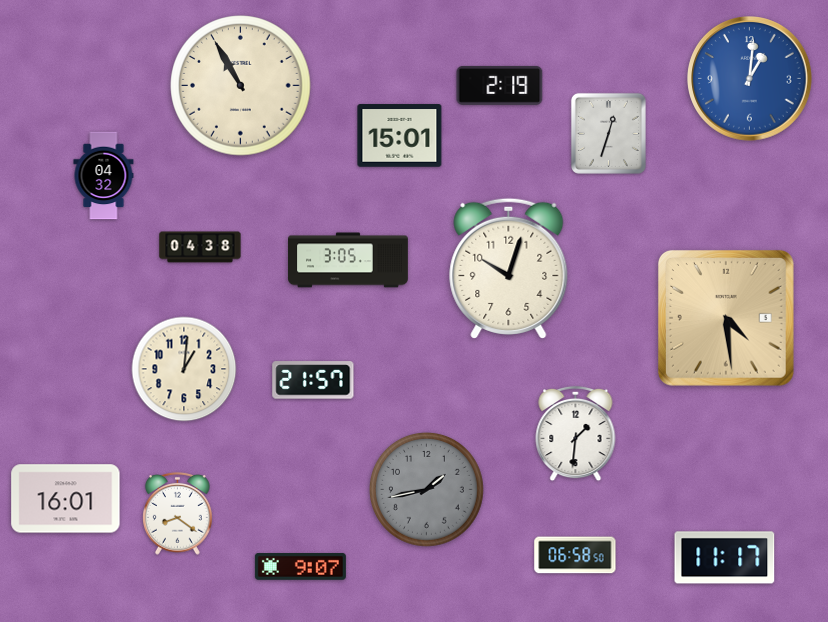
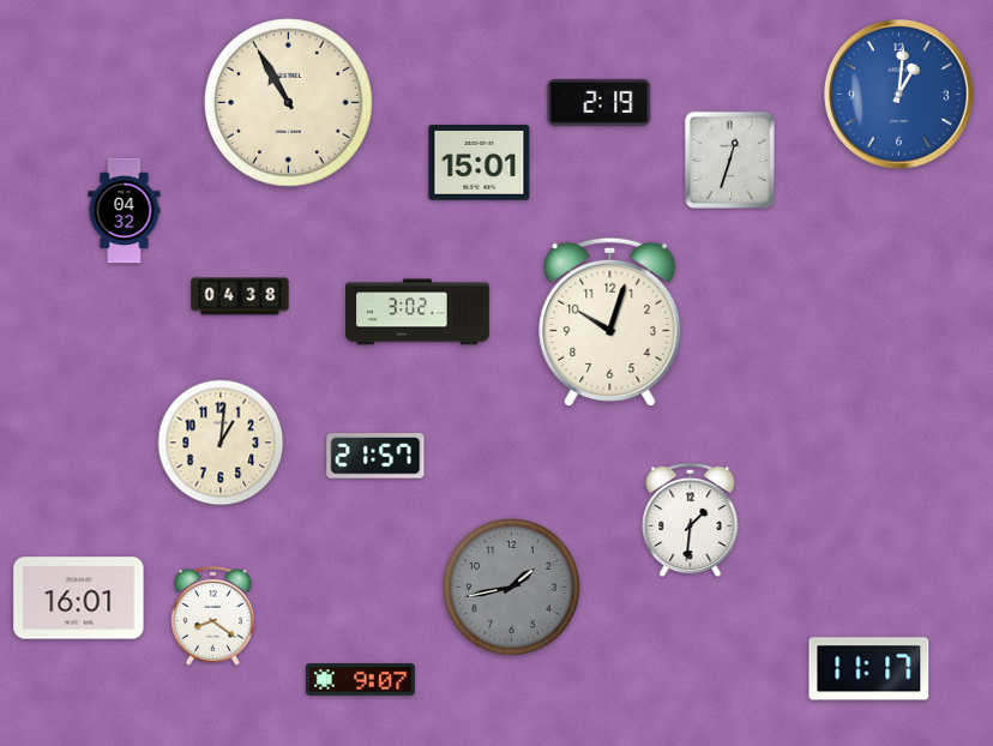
clock at (348, 260): 3:05 -> 3:02
clock at (726, 318): 4:29 -> none
clock at (575, 555): 06:58 -> none
